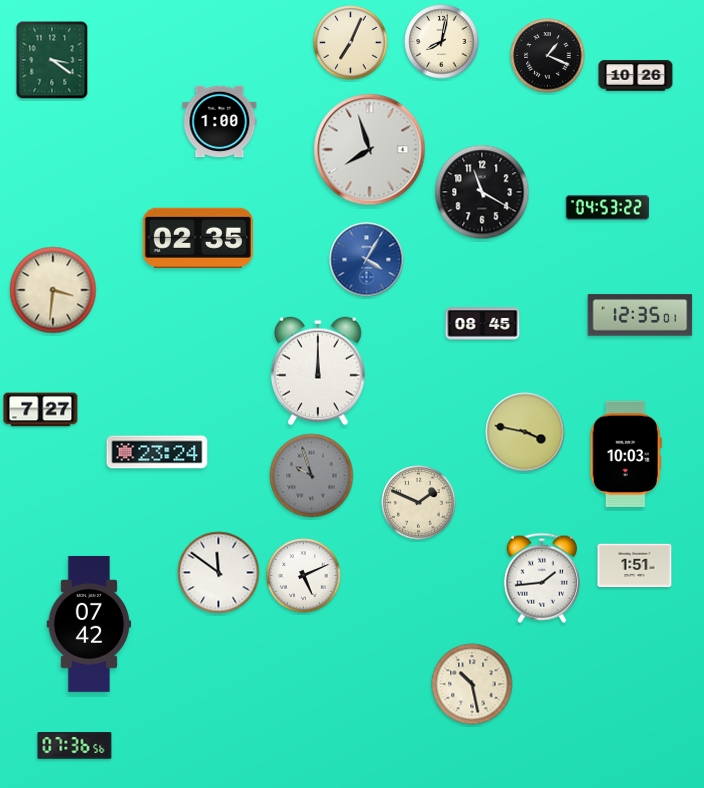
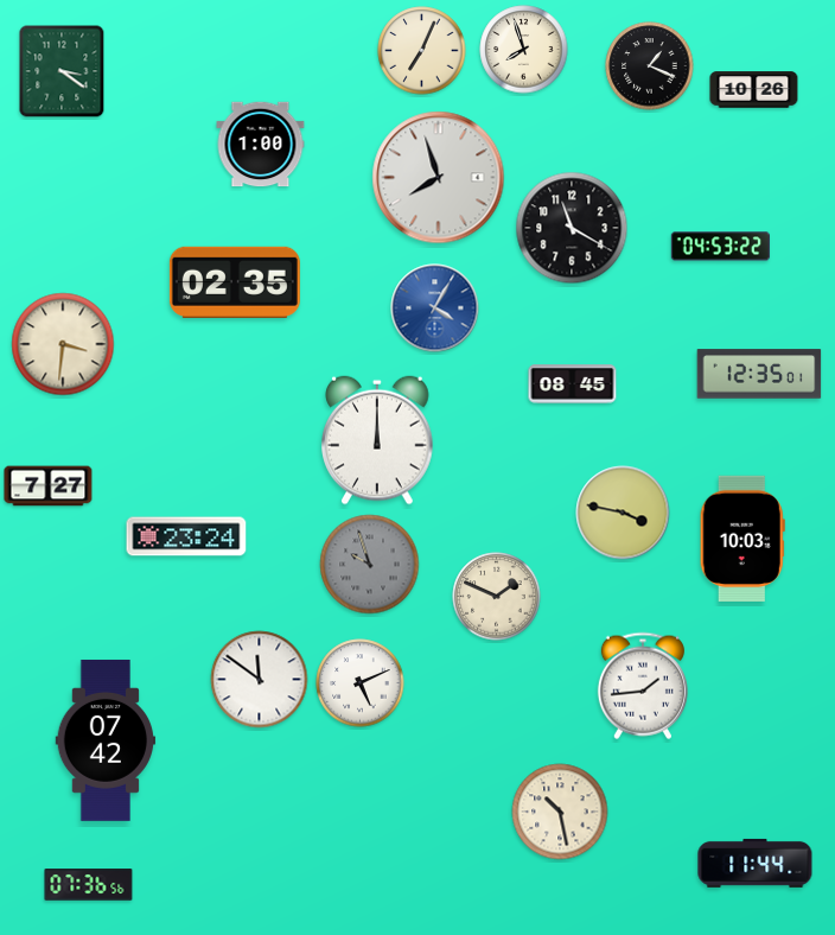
clock at (442, 42): 8:02 -> 7:57
clock at (351, 43) position: (351, 43) -> (422, 51)
clock at (635, 566): 1:51 -> none
clock at (756, 863): none -> 11:44
